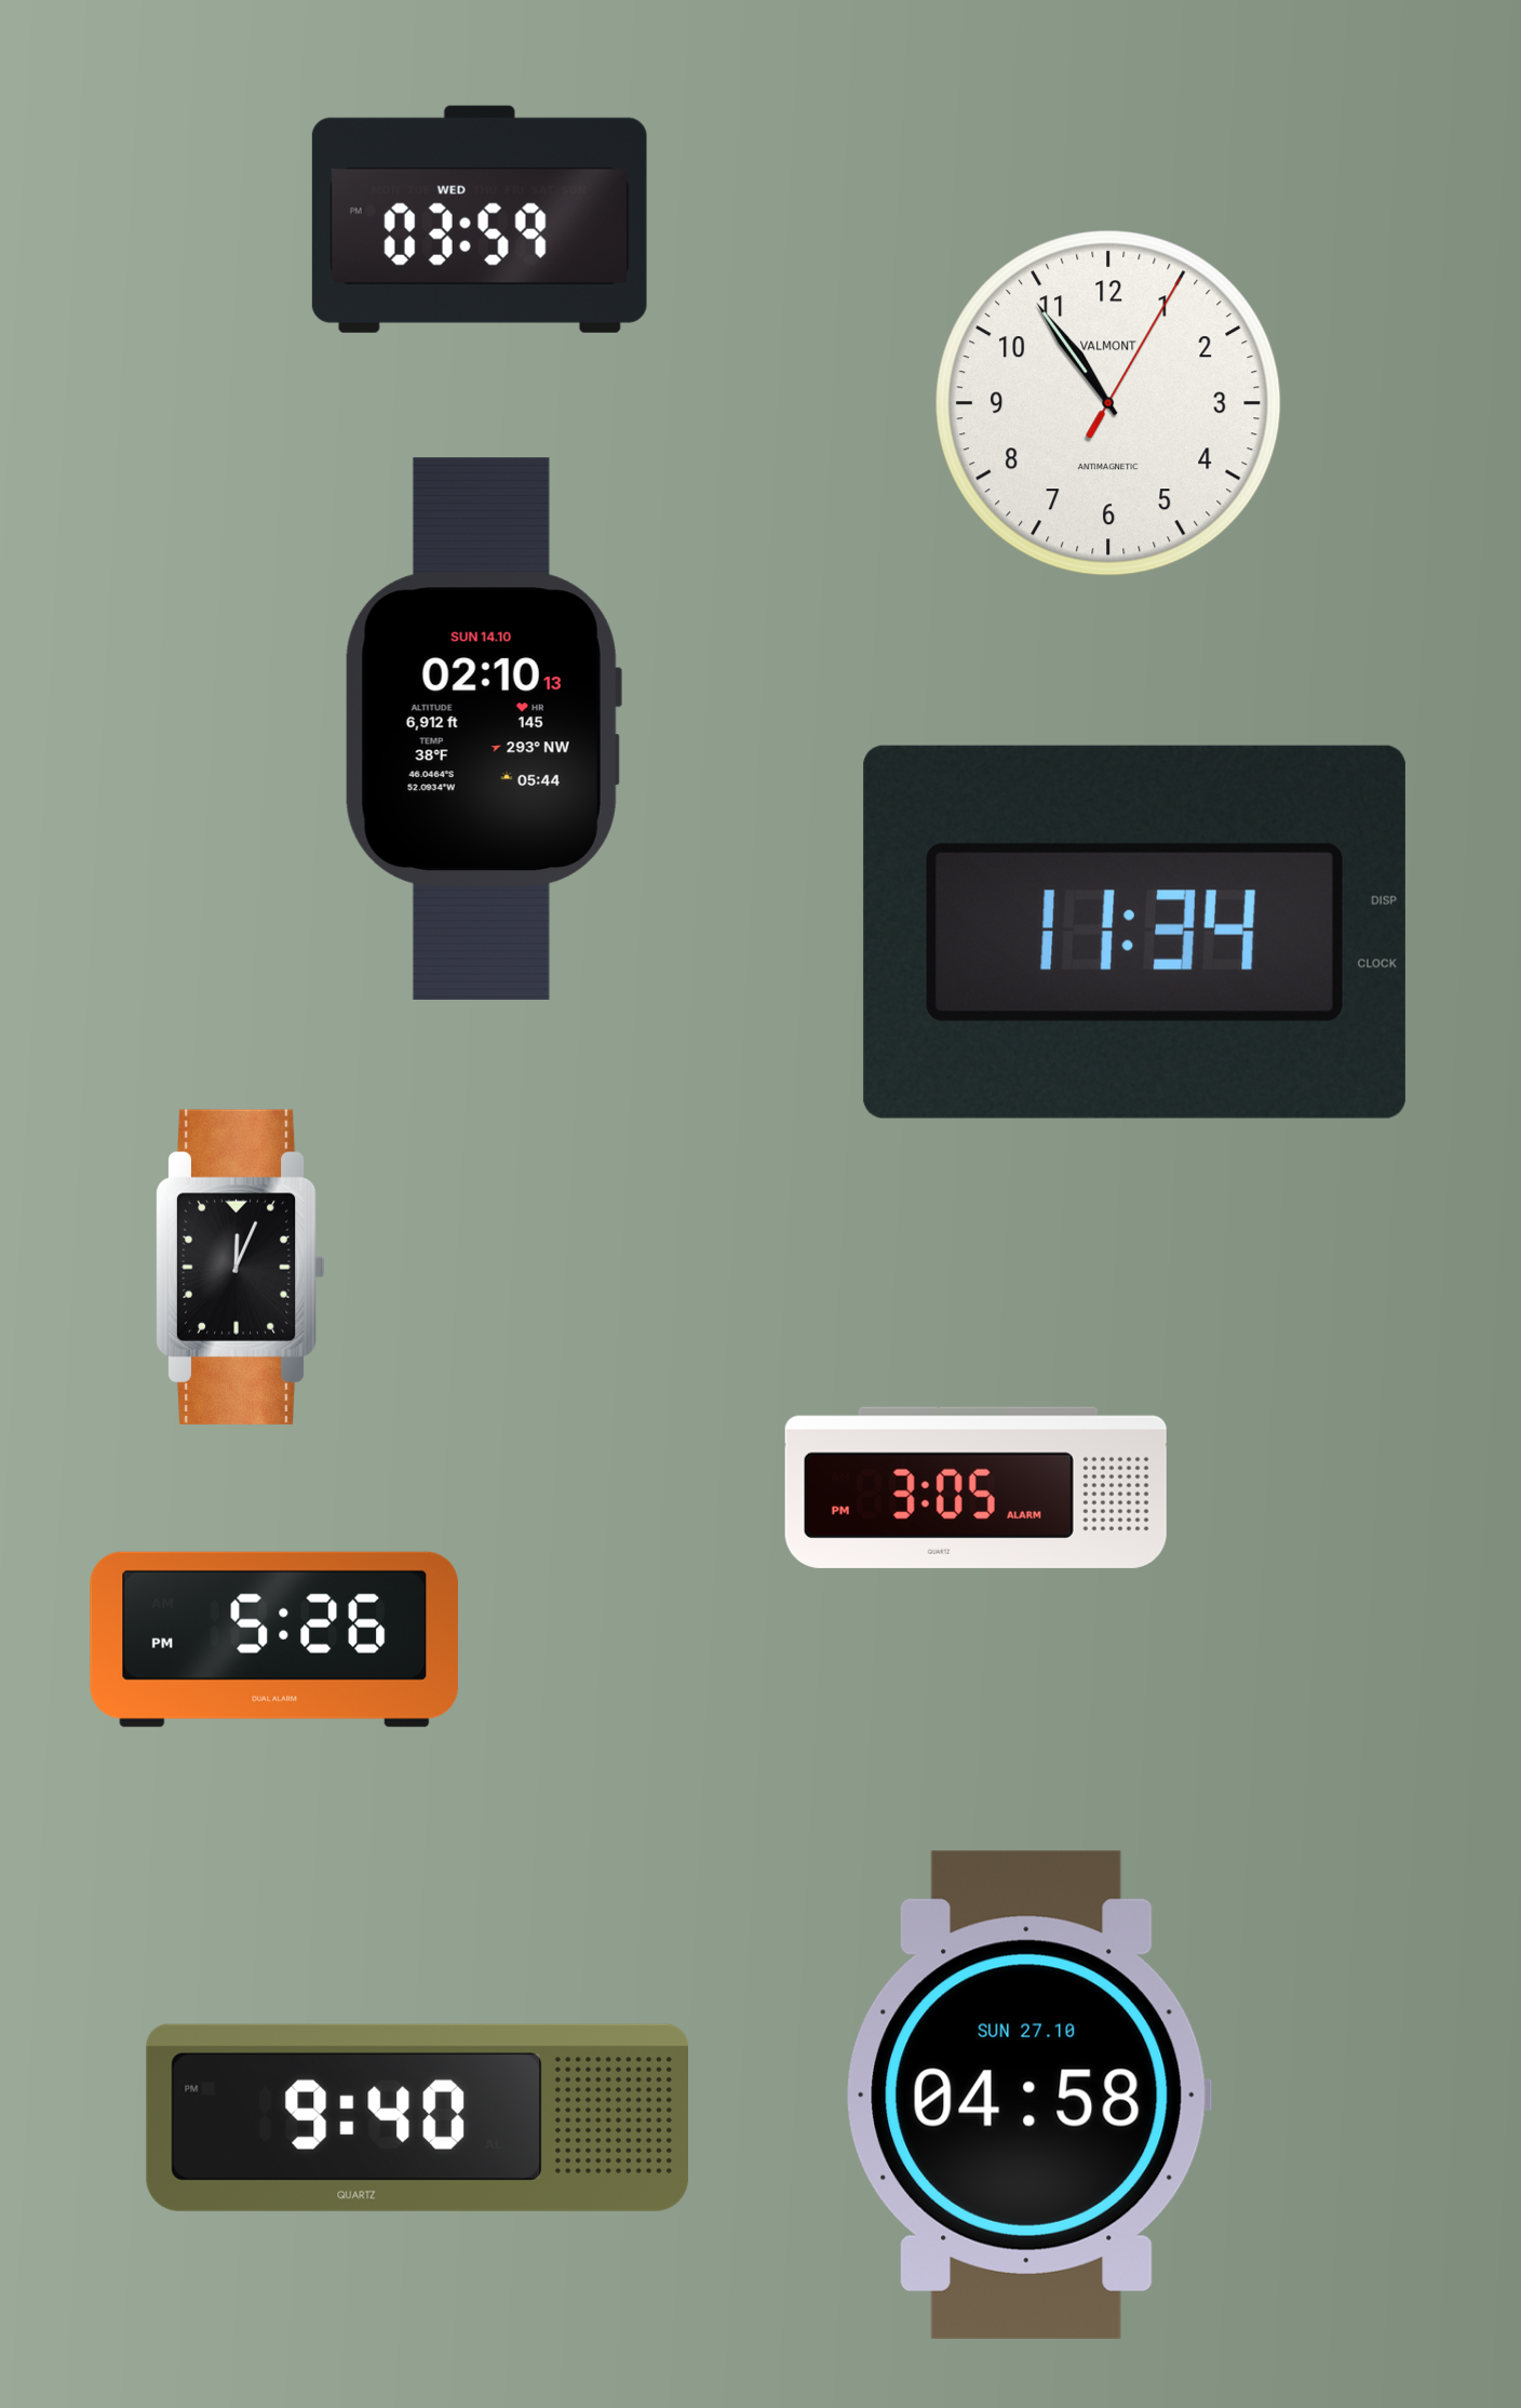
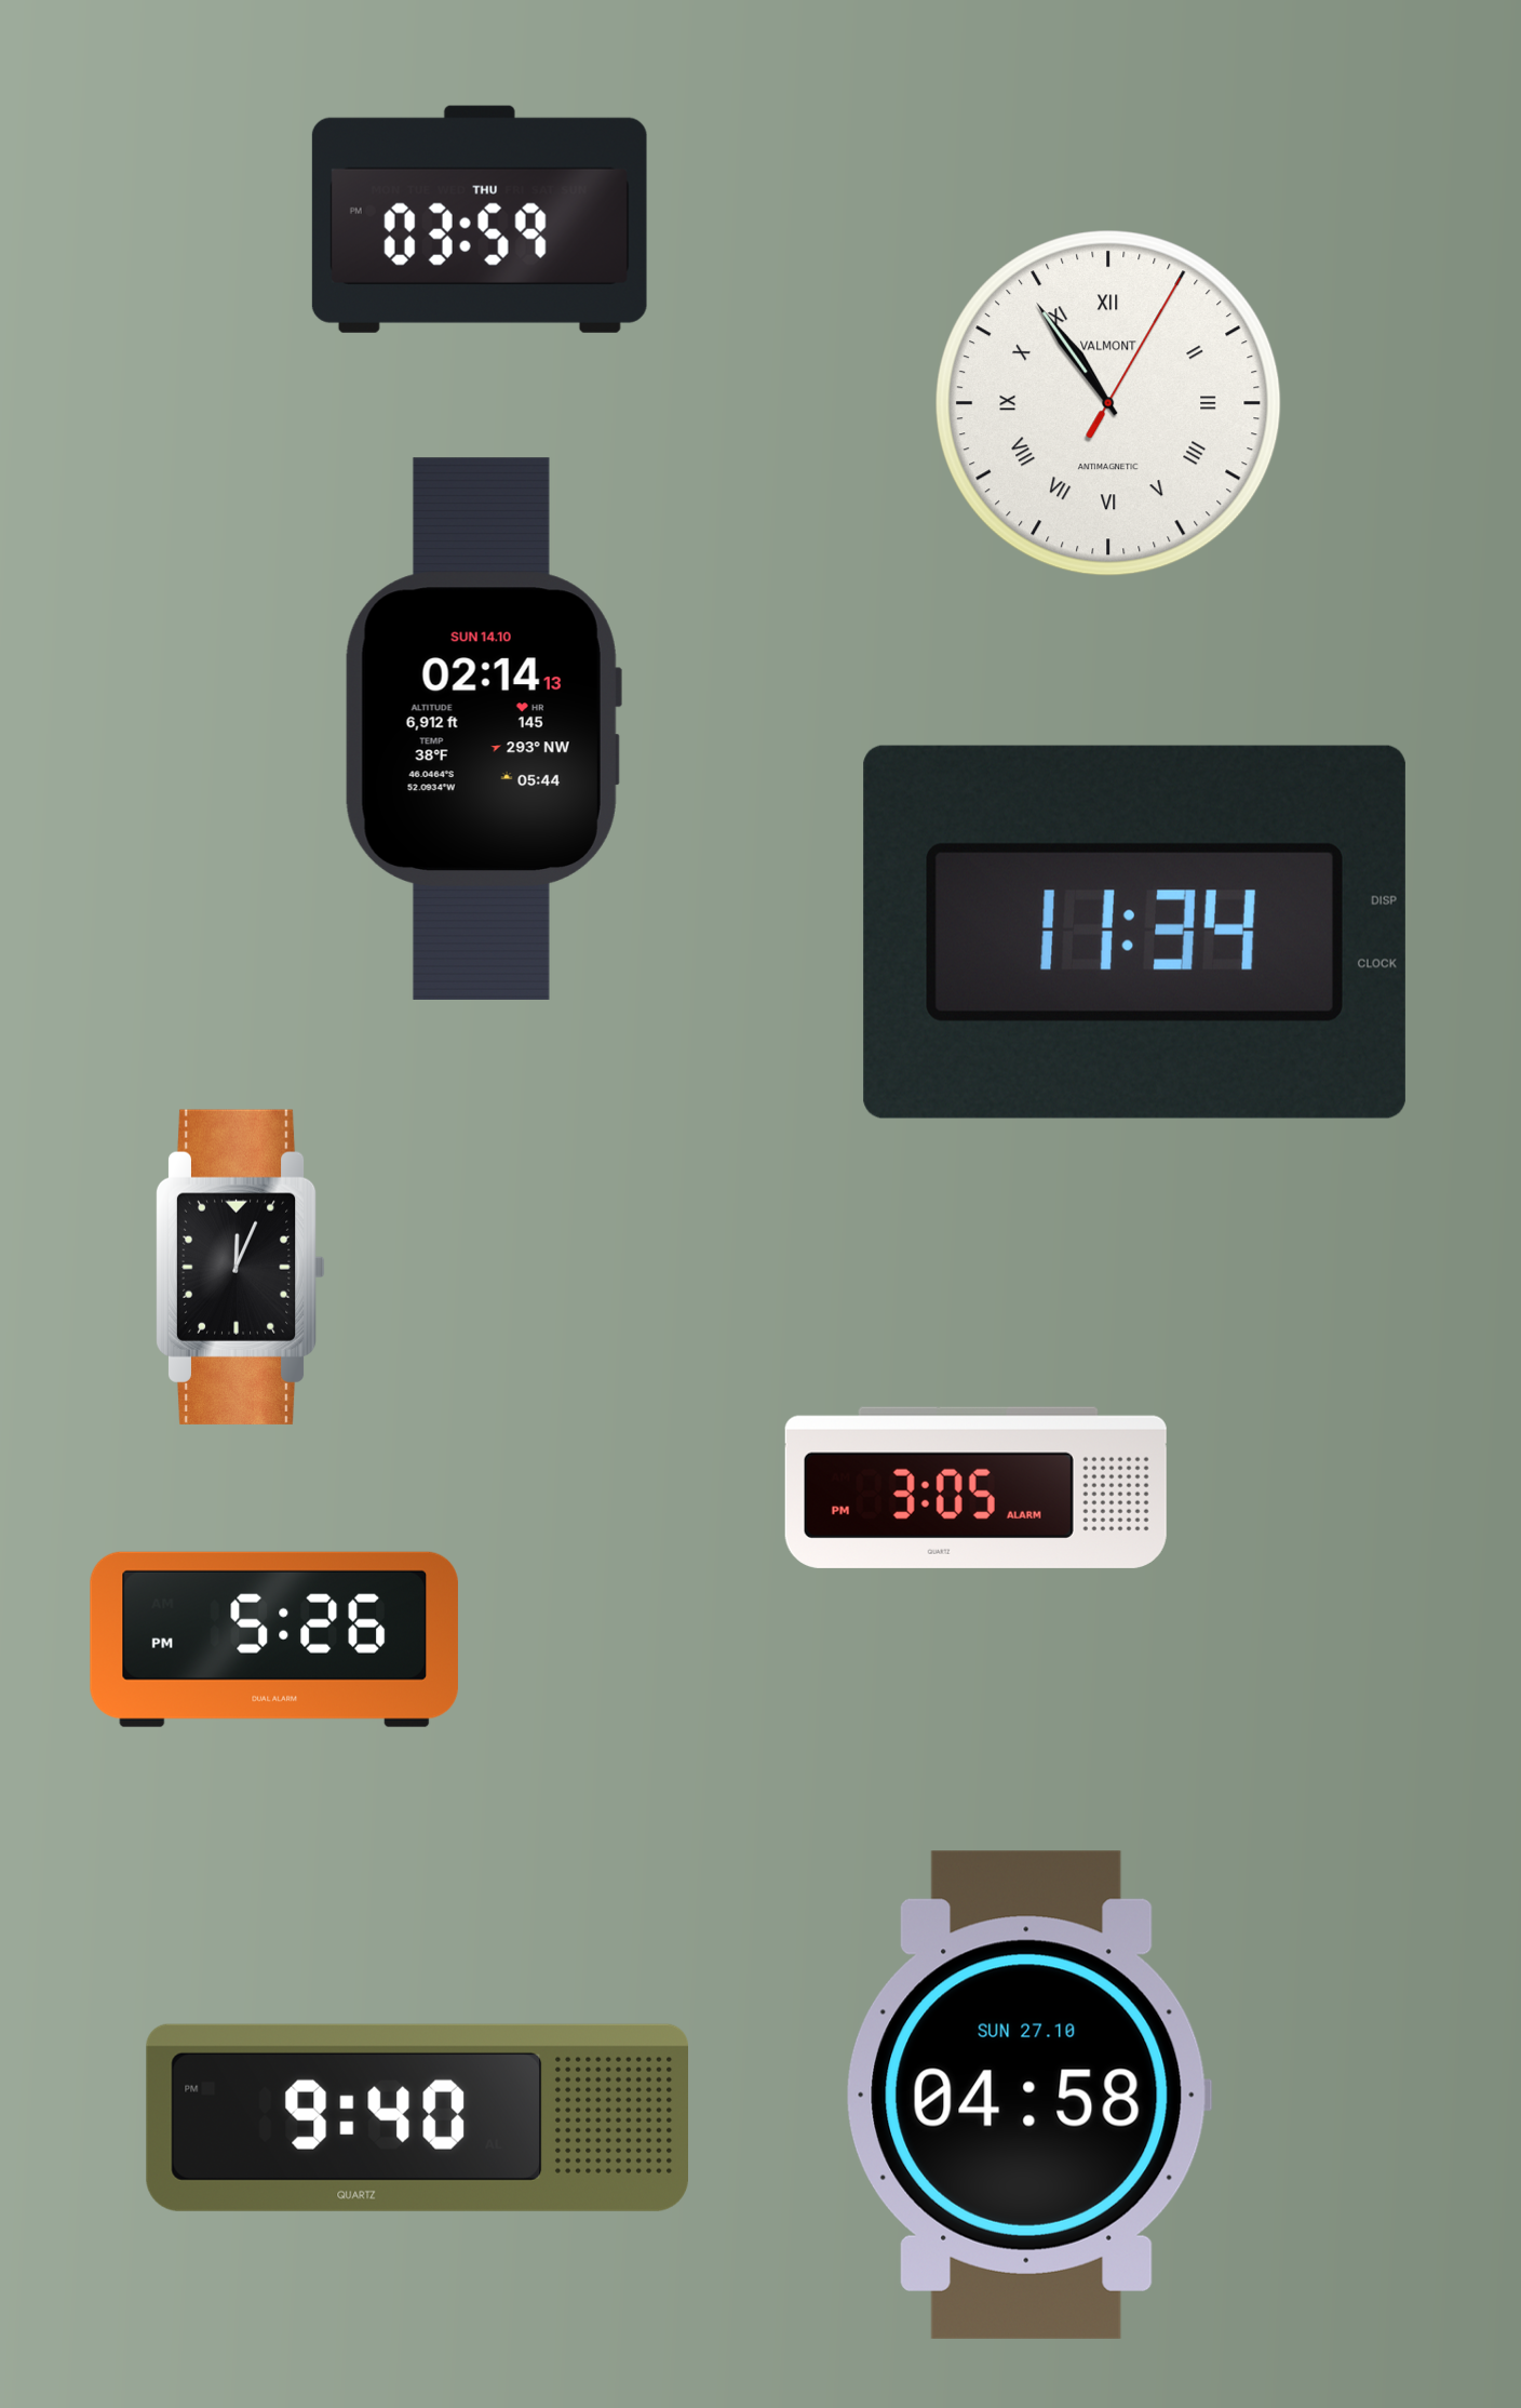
clock at (480, 219) date: WED -> THU
clock at (1108, 403) numerals: Arabic -> Roman
clock at (483, 728): 02:10 -> 02:14
